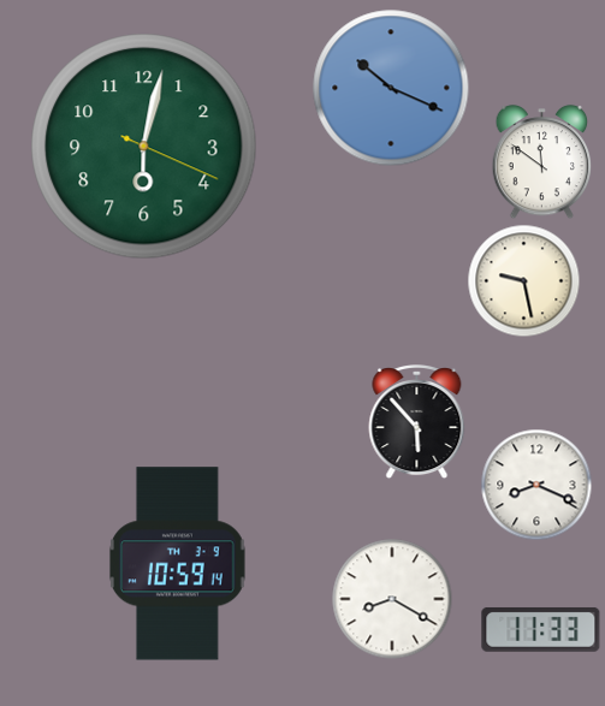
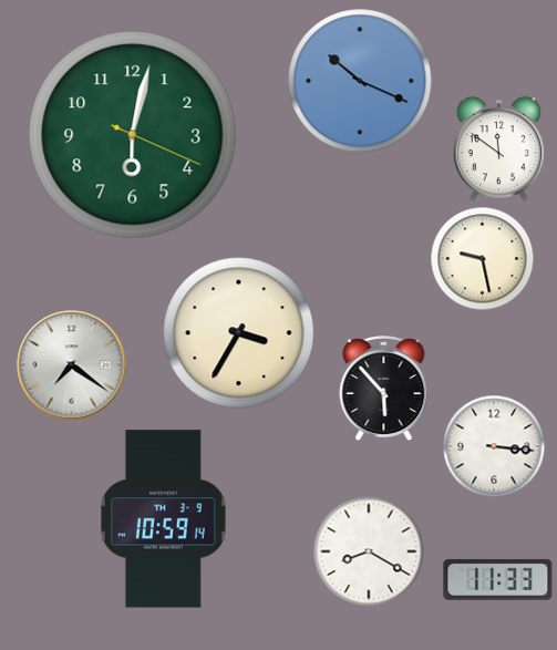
clock at (239, 333): none -> 3:35
clock at (72, 365): none -> 7:21
clock at (536, 485): 8:19 -> 3:16
clock at (392, 599) position: (392, 599) -> (369, 551)
